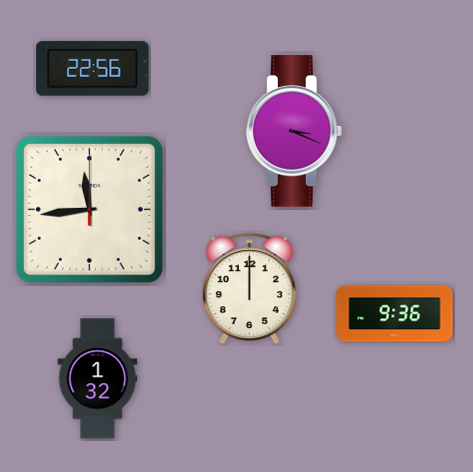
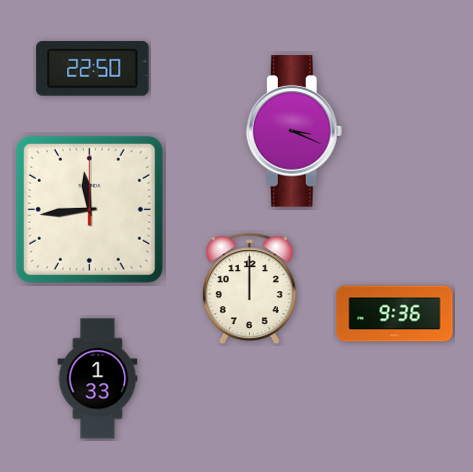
clock at (93, 69): 22:56 -> 22:50
clock at (98, 379): 1:32 -> 1:33
